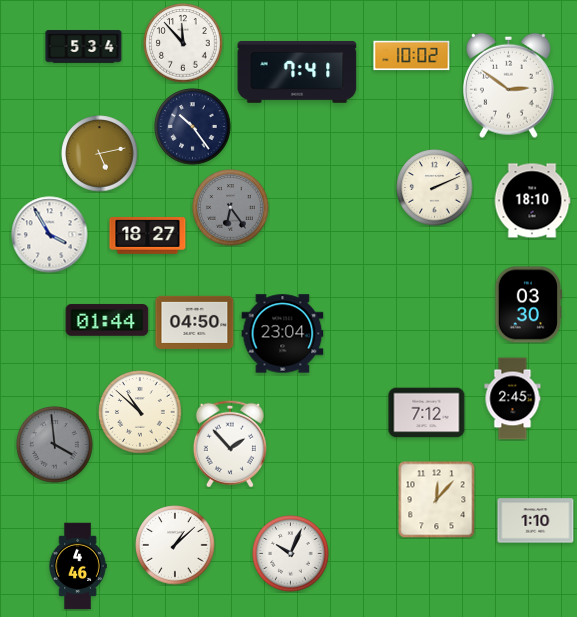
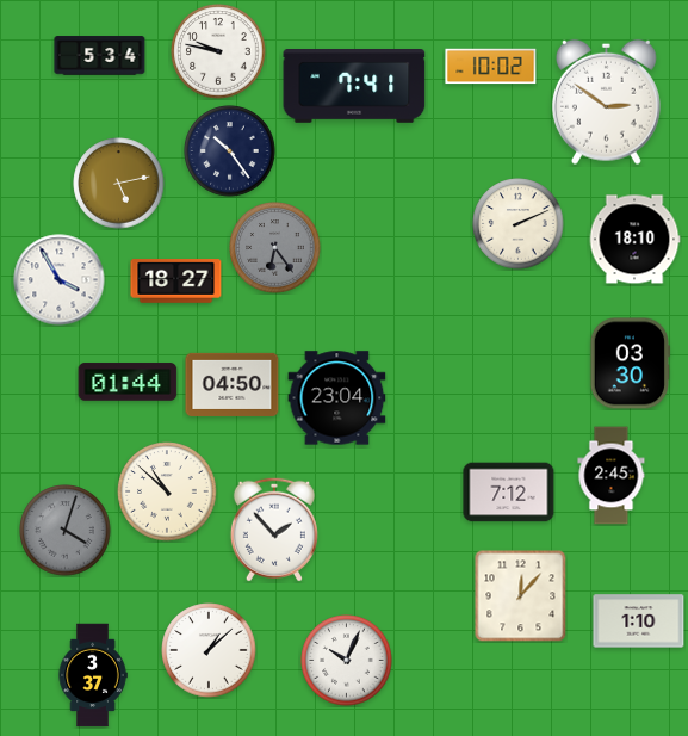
clock at (183, 43): 11:53 -> 9:47
clock at (55, 445): 3:59 -> 4:03
clock at (78, 566): 4:46 -> 3:37
